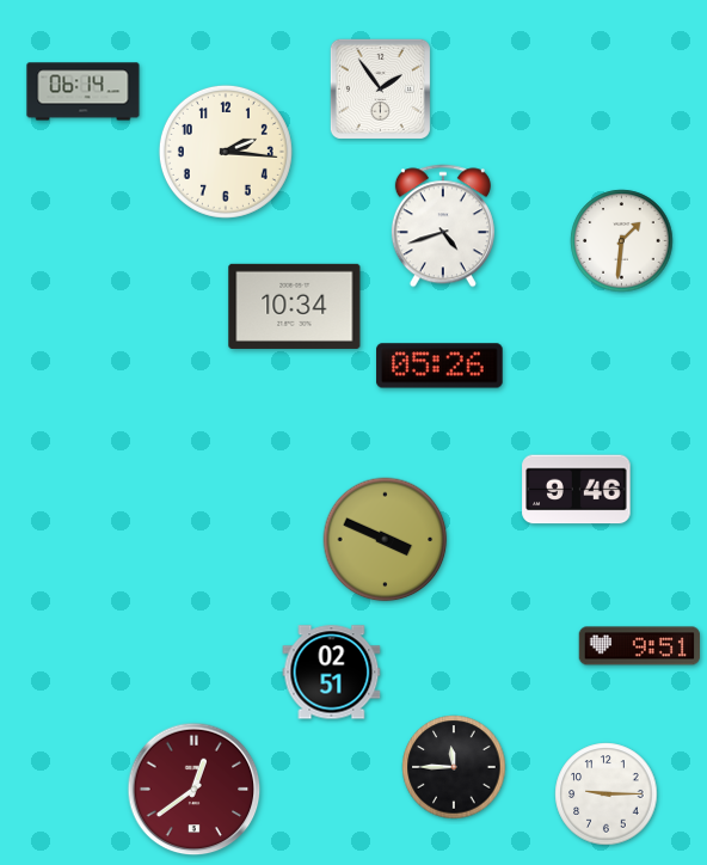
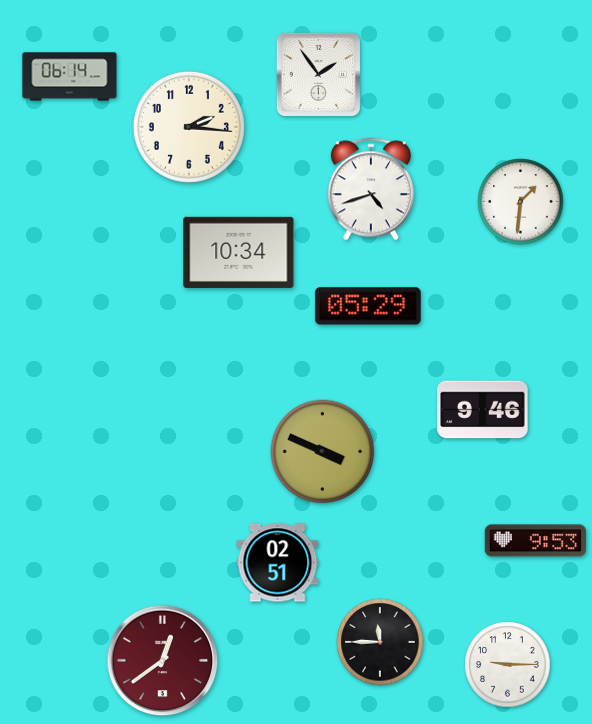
clock at (295, 306) position: (295, 306) -> (239, 252)
clock at (439, 366): 05:26 -> 05:29
clock at (640, 646): 9:51 -> 9:53
